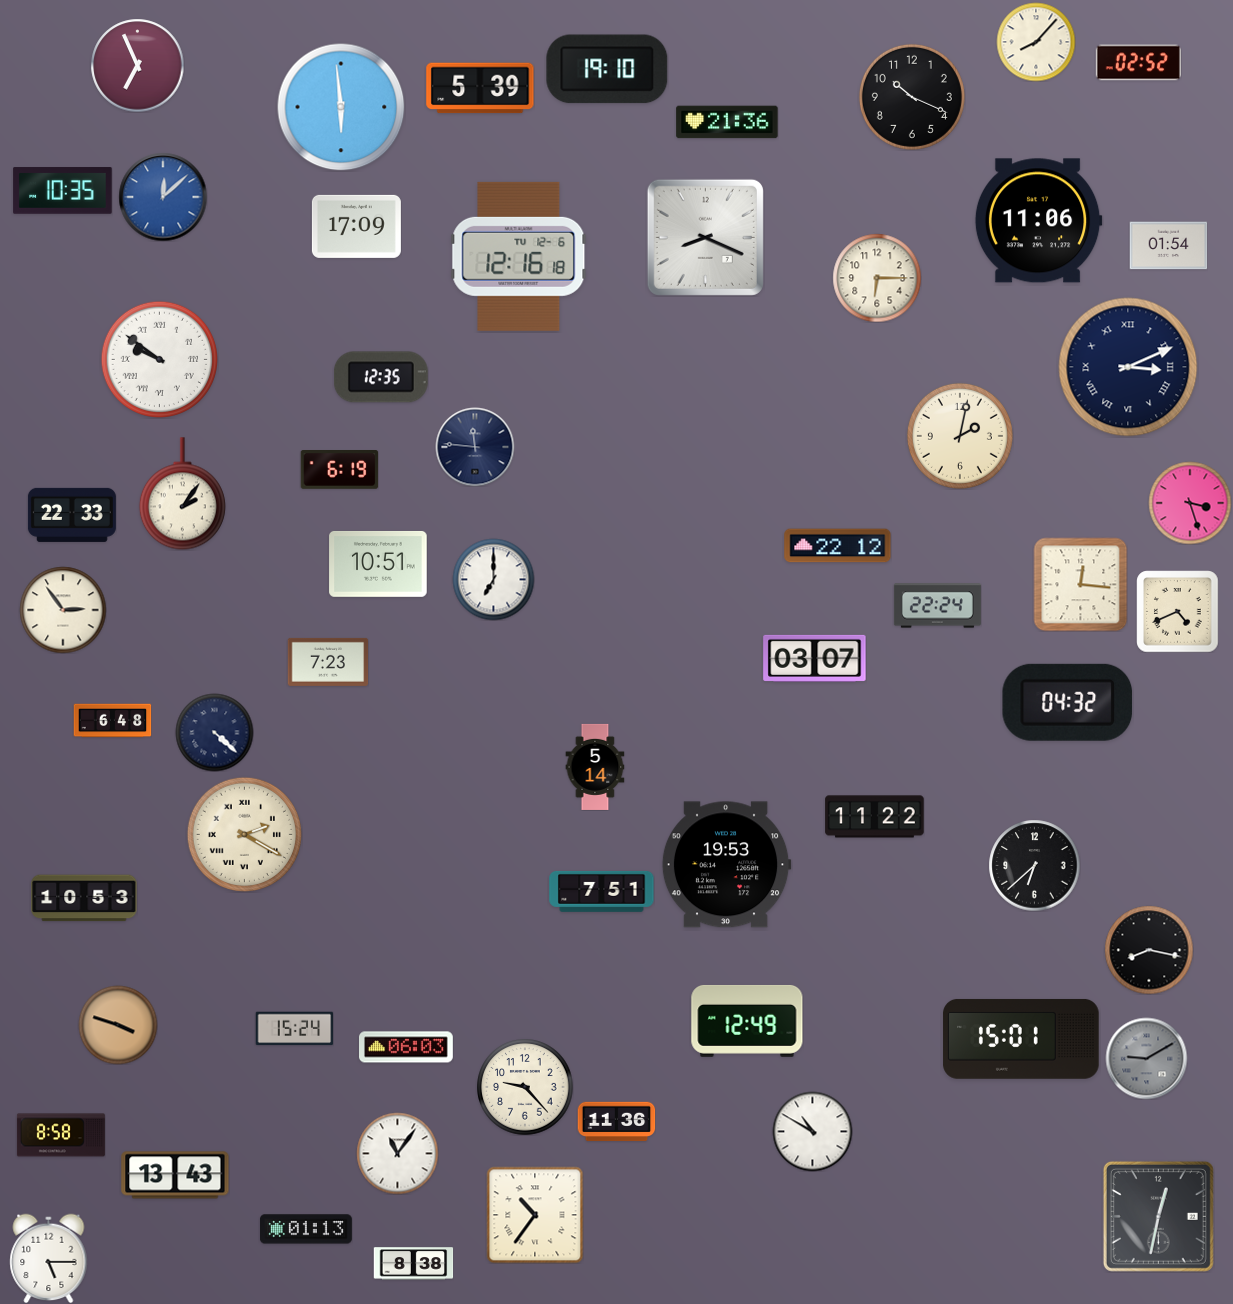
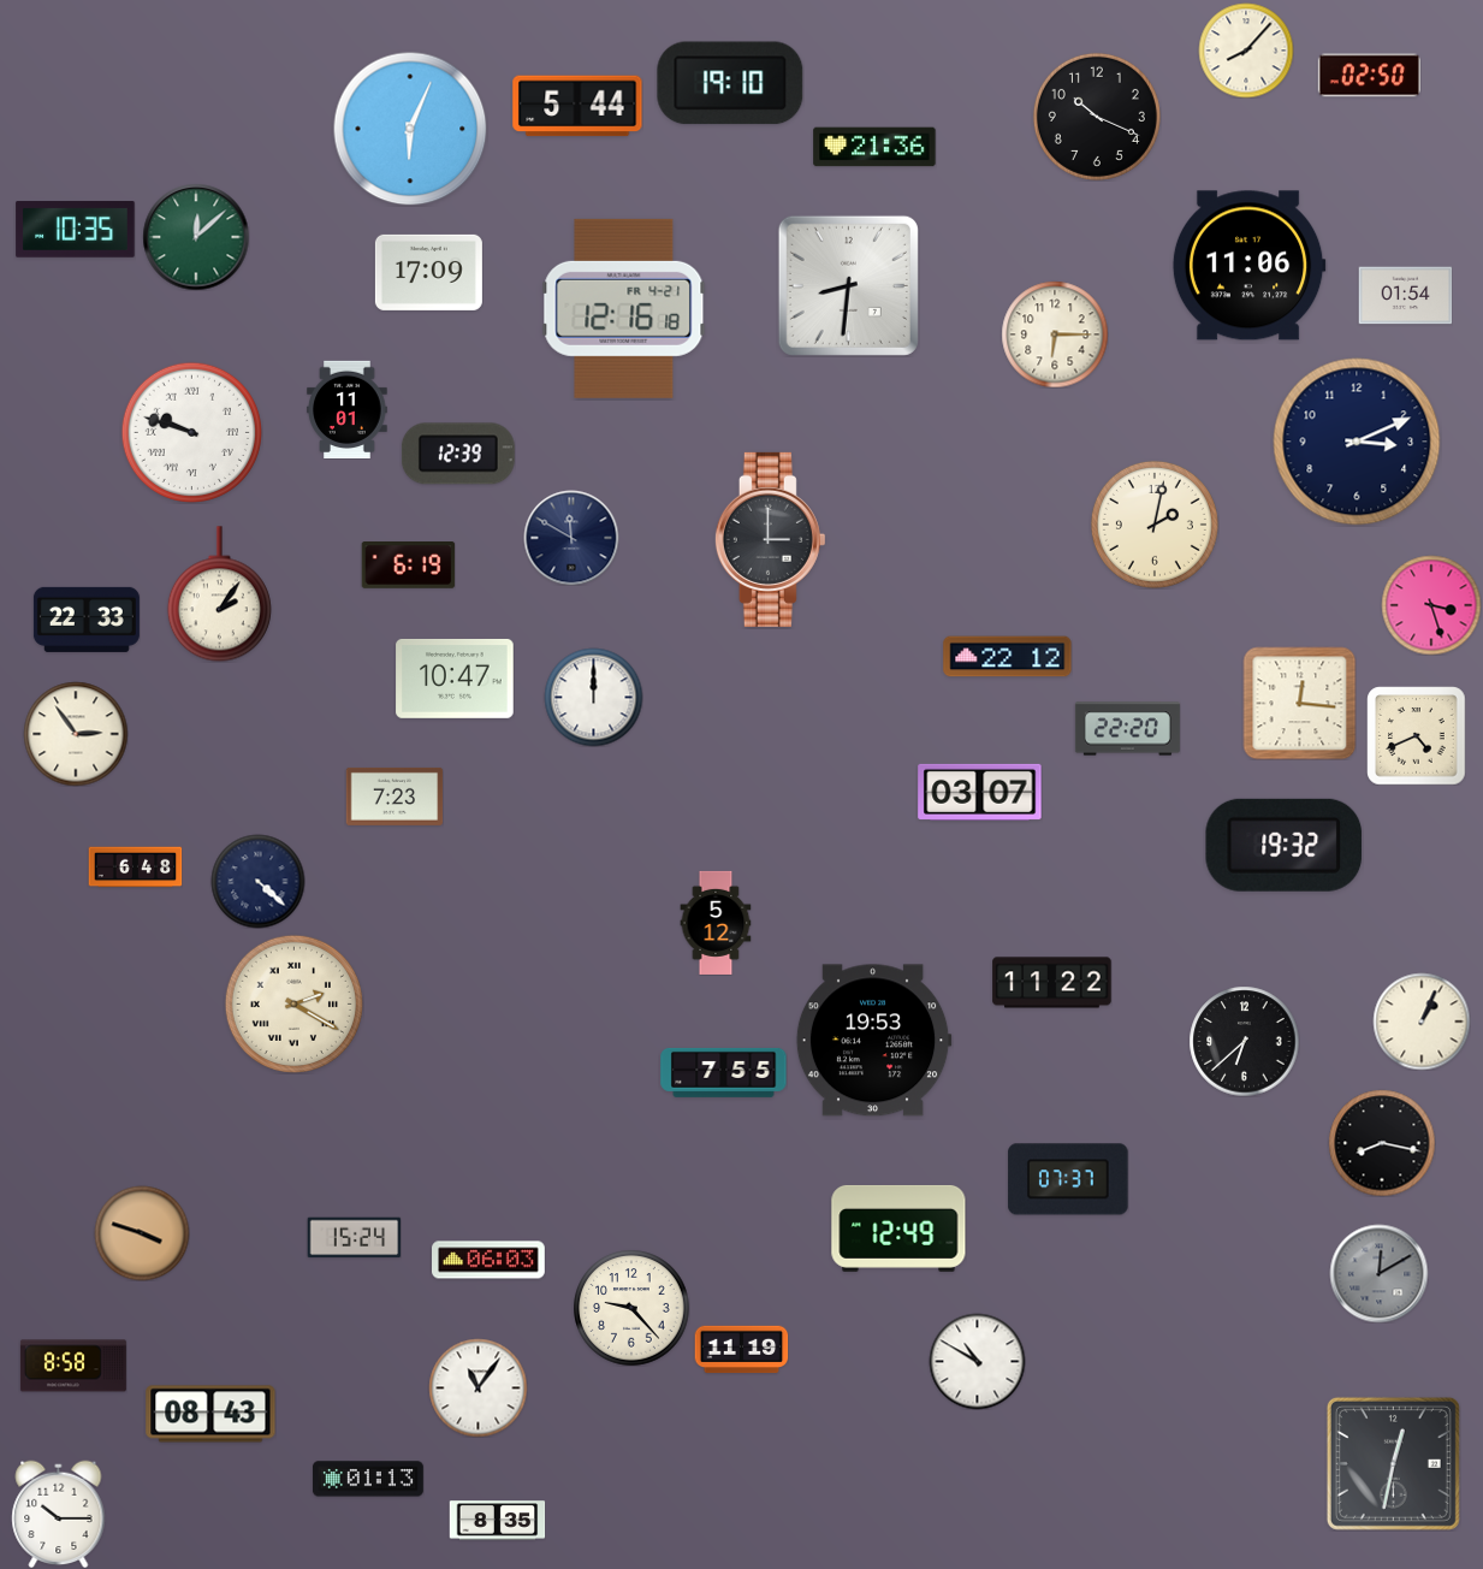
clock at (1138, 63): 02:52 -> 02:50
clock at (137, 65): 6:56 -> none
clock at (480, 88): 5:39 -> 5:44
clock at (341, 107): 5:59 -> 6:04
clock at (163, 197) dial: blue -> green
clock at (705, 237): 8:19 -> 8:31
clock at (519, 256) date: TU 12-6 -> FR 4-21
clock at (348, 409): none -> 11:01
clock at (159, 359): 9:51 -> 9:48
clock at (1128, 367) numerals: Roman -> Arabic
clock at (381, 377): 12:35 -> 12:39
clock at (475, 447): 11:46 -> 11:50
clock at (770, 539): none -> 3:00
clock at (378, 564): 10:51 -> 10:47
clock at (493, 579): 7:00 -> 12:00
clock at (937, 606): 22:24 -> 22:20
clock at (1068, 702): 04:32 -> 19:32
clock at (595, 767): 5:14 -> 5:12
clock at (1422, 1022): none -> 1:04
clock at (602, 891): 7:51 -> 7:55
clock at (84, 898): 10:53 -> none
clock at (1068, 1179): none -> 07:37
clock at (1021, 1039): 15:01 -> none
clock at (1146, 1058): 9:10 -> 12:10
clock at (616, 1122): 11:36 -> 11:19
clock at (175, 1175): 13:43 -> 08:43
clock at (535, 1215): 10:36 -> none
clock at (49, 1258): 5:15 -> 10:15
clock at (413, 1264): 8:38 -> 8:35
